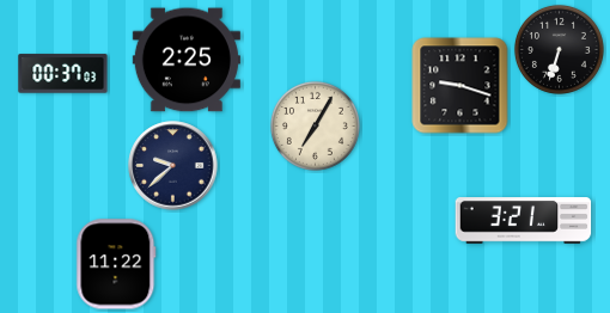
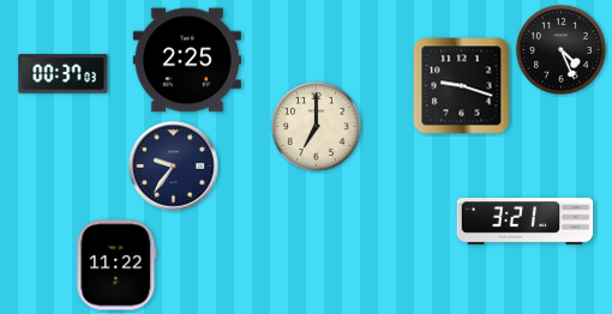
clock at (559, 49): 6:33 -> 4:26
clock at (315, 125): 7:05 -> 7:00
clock at (173, 166): 9:38 -> 9:36
